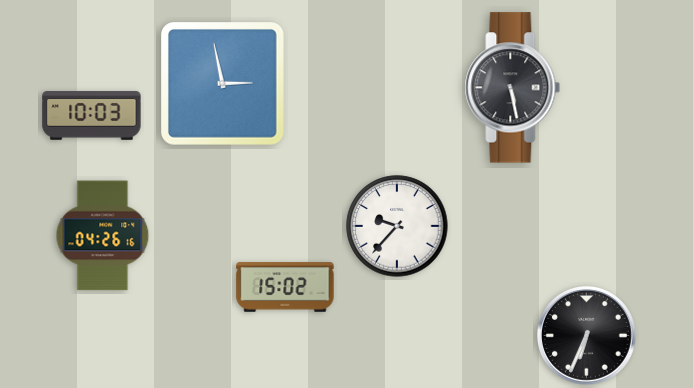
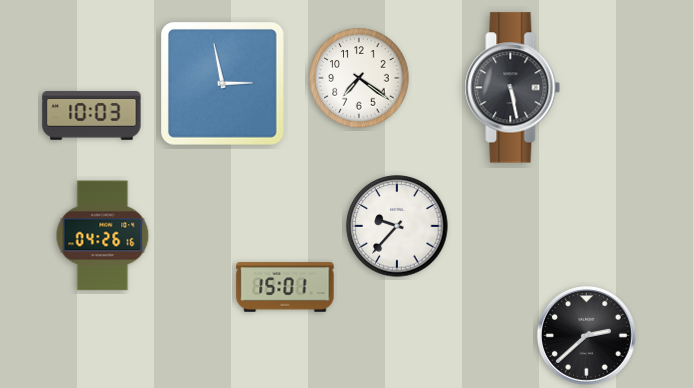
clock at (359, 78): none -> 7:21
clock at (285, 287): 15:02 -> 15:01
clock at (587, 336): 6:34 -> 2:38
